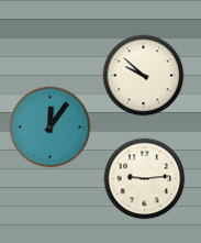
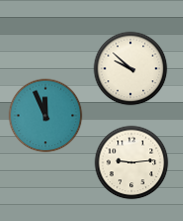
clock at (51, 128): 12:06 -> 11:56
